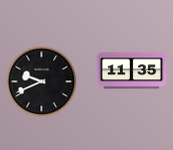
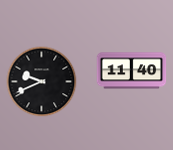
clock at (132, 71): 11:35 -> 11:40
